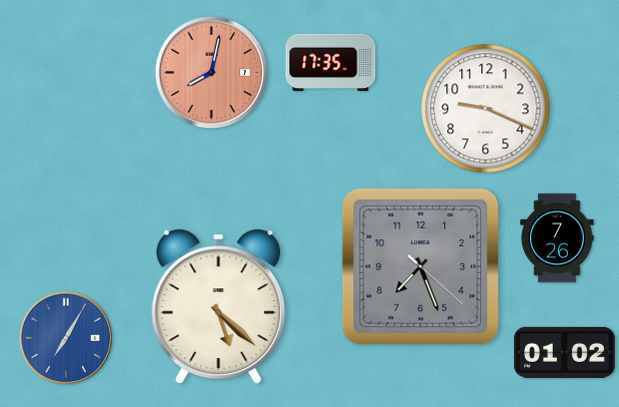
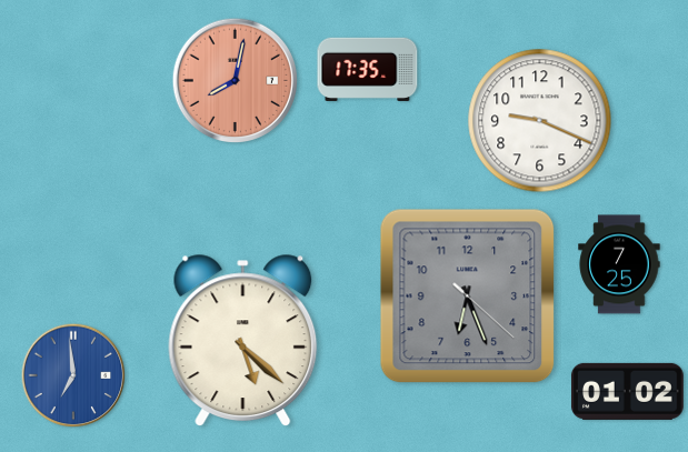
clock at (557, 238): 7:26 -> 7:25
clock at (421, 267): 7:26 -> 6:26
clock at (66, 338): 7:05 -> 6:59
